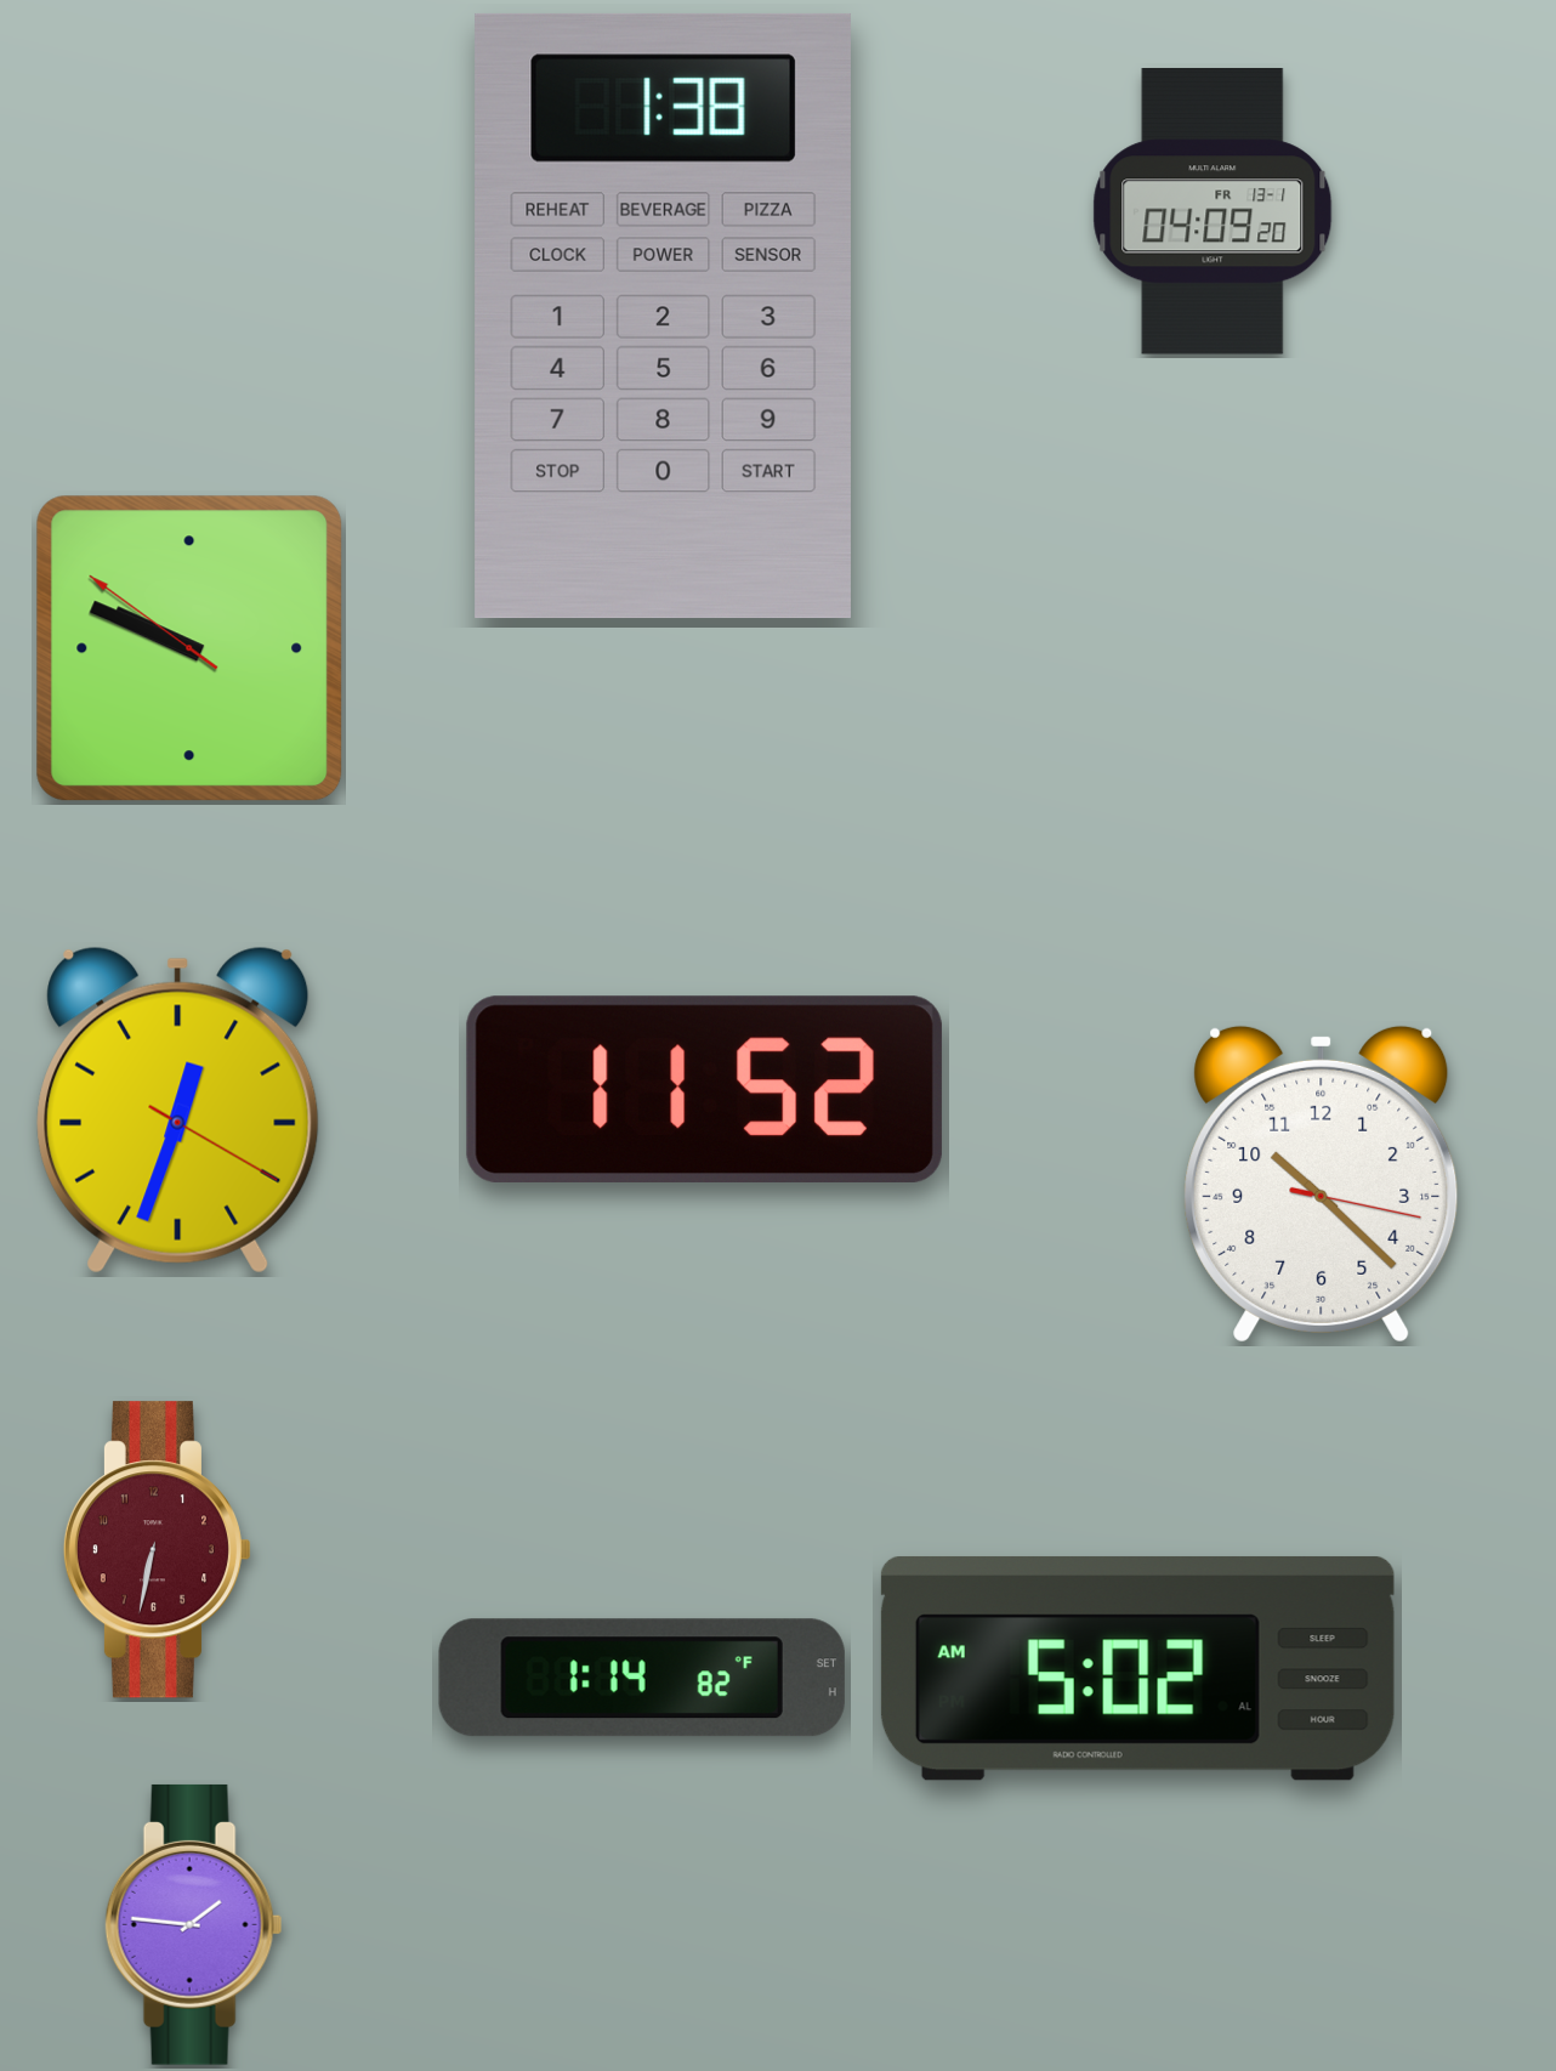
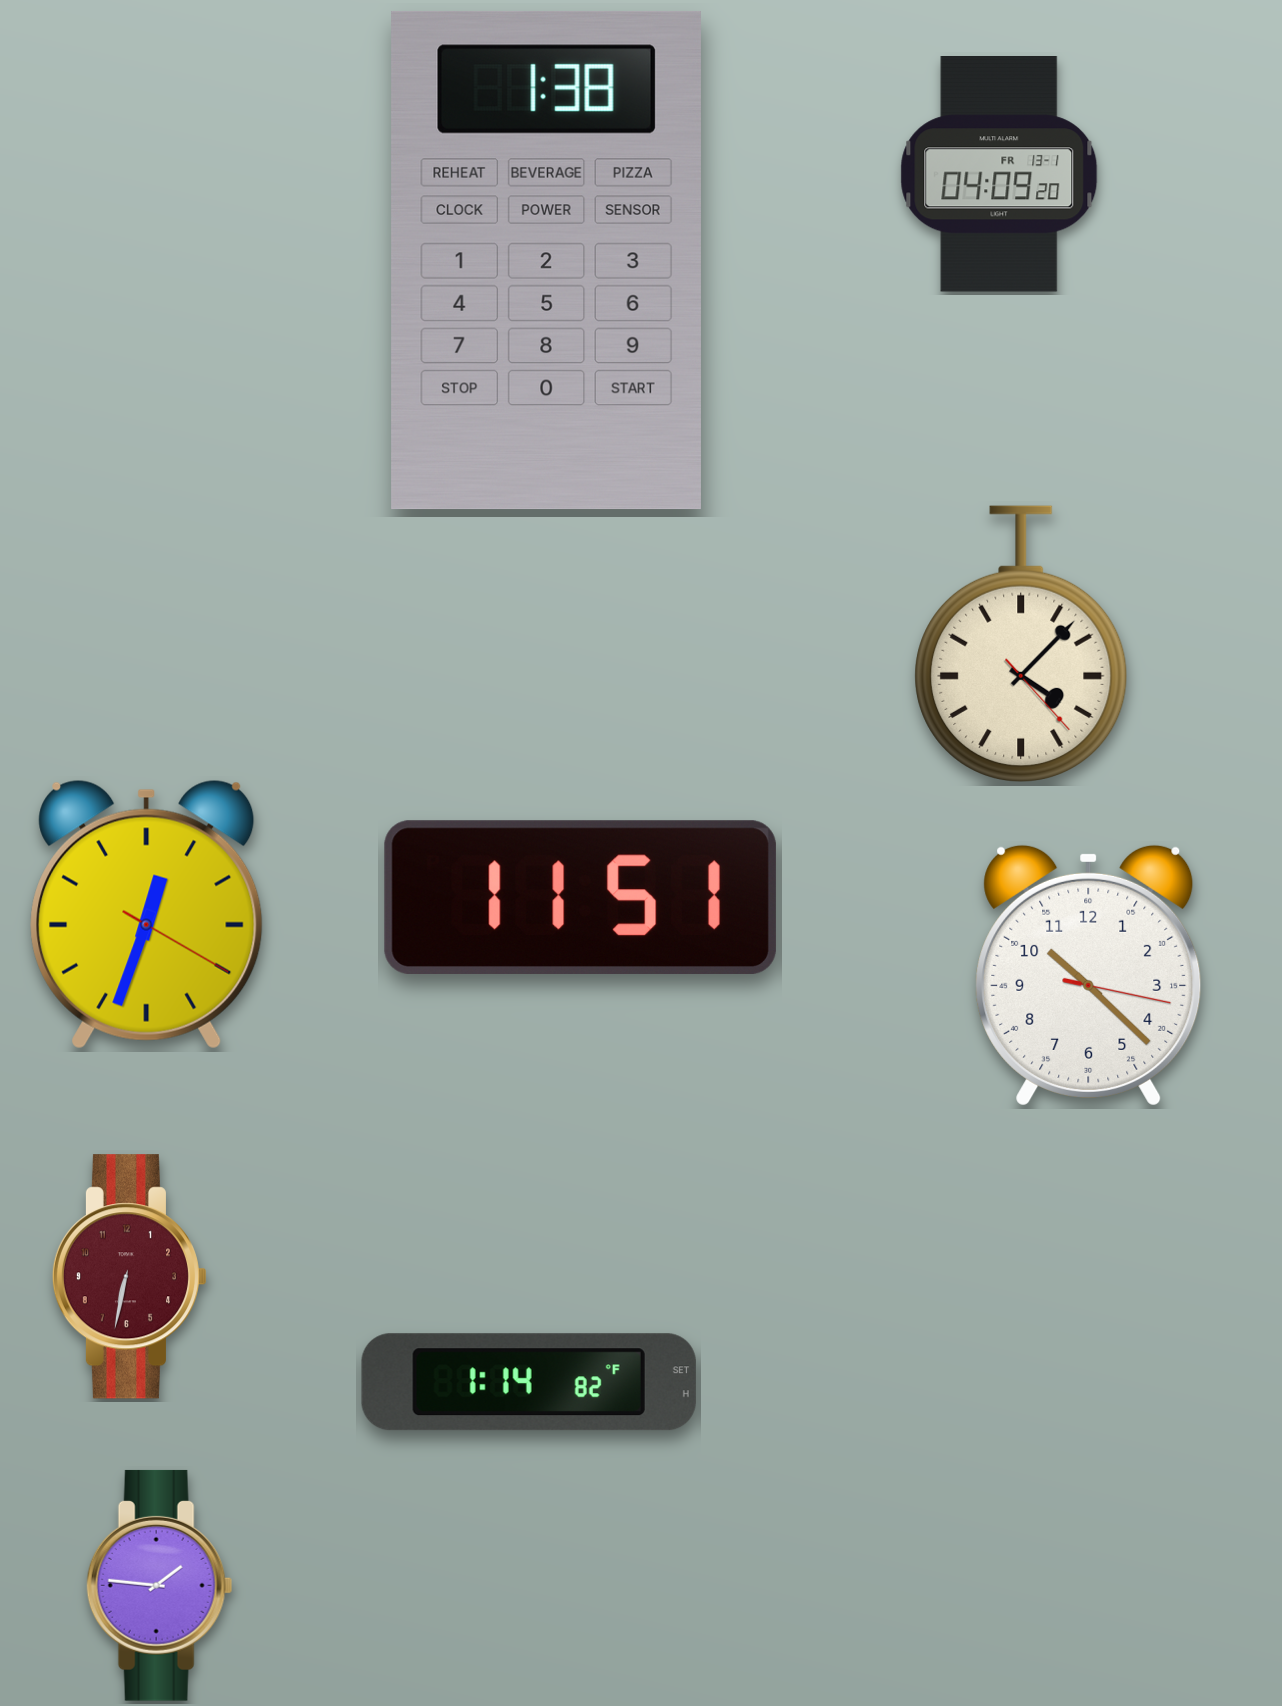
clock at (189, 648): 9:48 -> none
clock at (1021, 644): none -> 4:07
clock at (704, 1089): 11:52 -> 11:51
clock at (1137, 1668): 5:02 -> none
